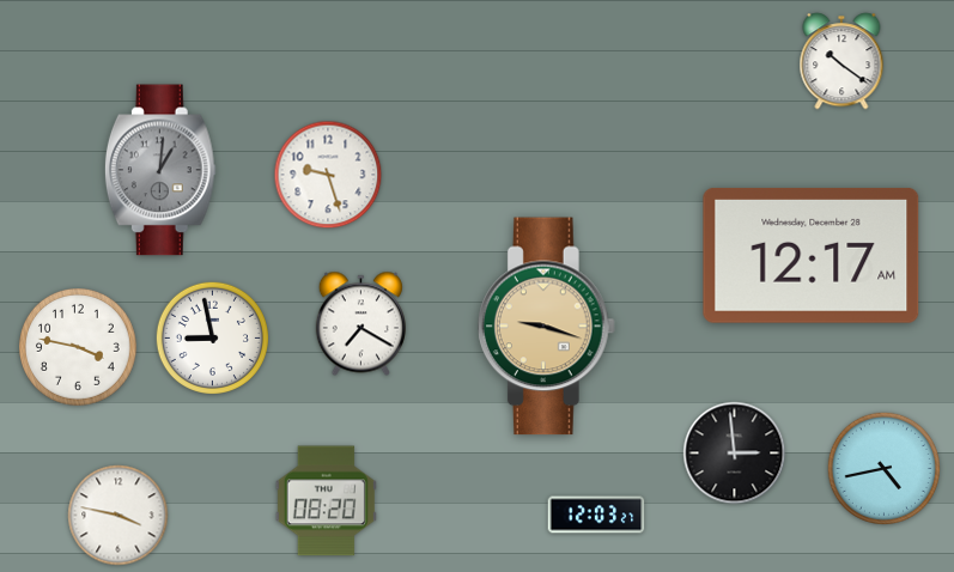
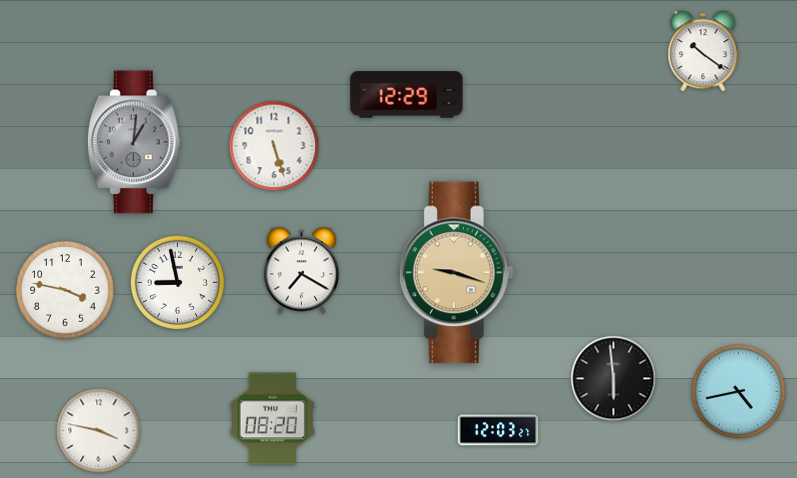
clock at (407, 95): none -> 12:29
clock at (328, 175): 9:27 -> 5:27
clock at (812, 255): 12:17 -> none
clock at (735, 454): 2:59 -> 5:59
